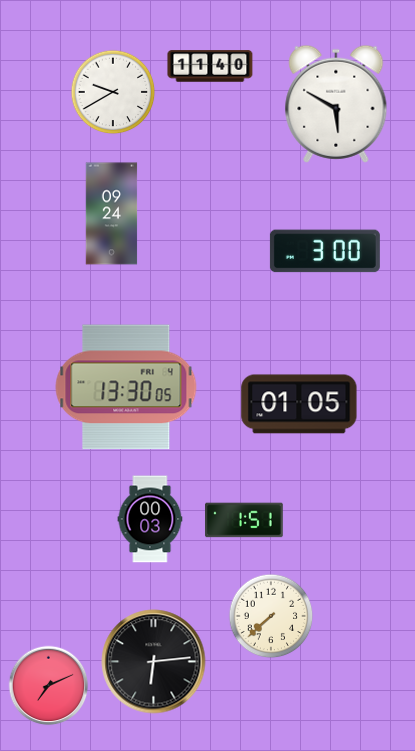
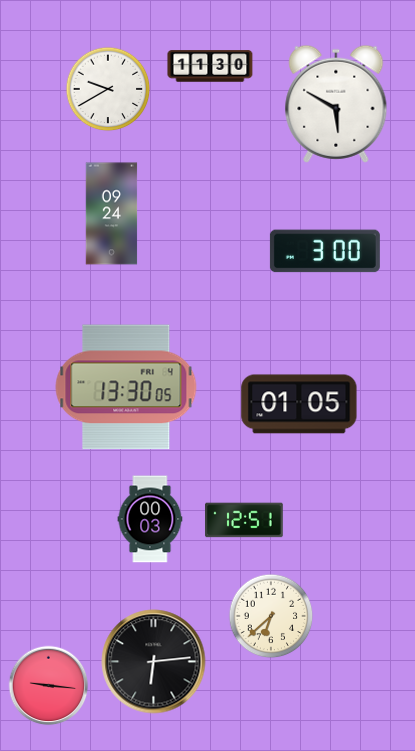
clock at (210, 66): 11:40 -> 11:30
clock at (113, 92) position: (113, 92) -> (108, 89)
clock at (244, 520): 1:51 -> 12:51
clock at (271, 616): 7:38 -> 6:38
clock at (49, 686): 7:11 -> 9:16
